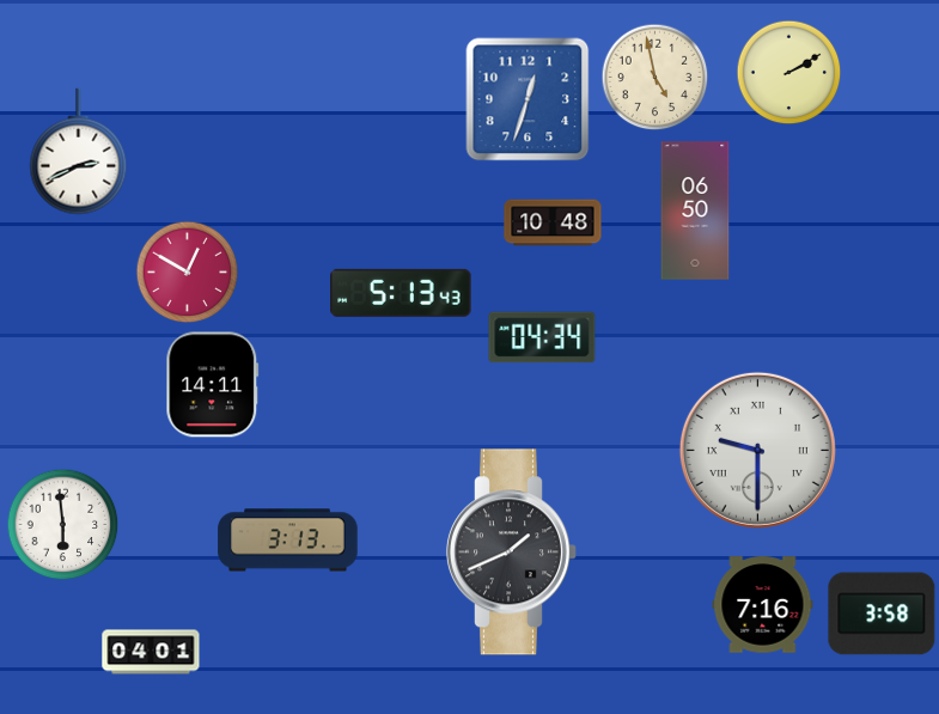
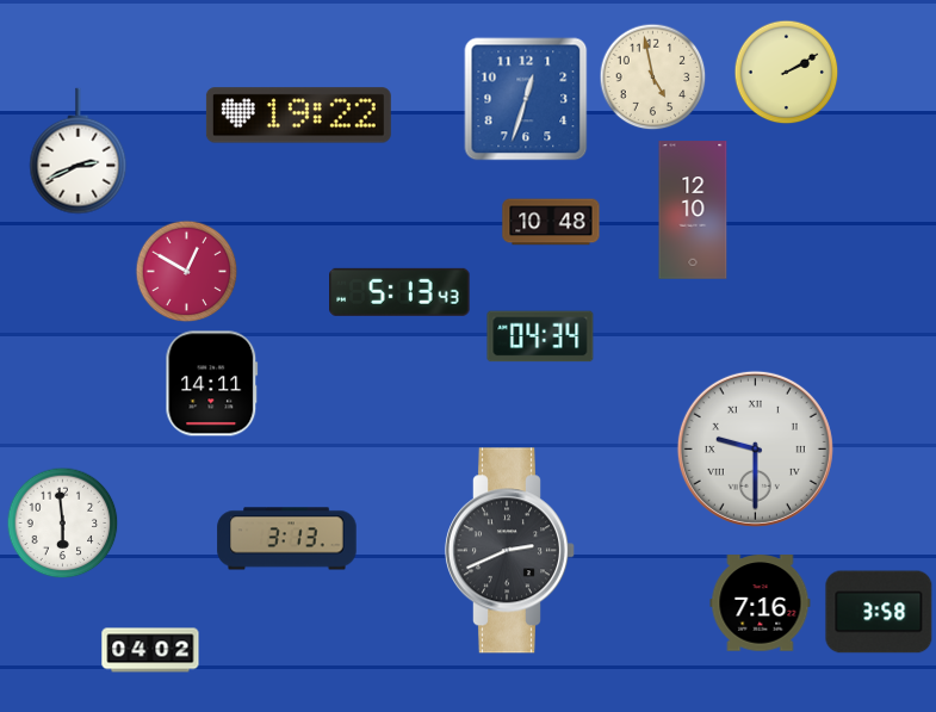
clock at (298, 116): none -> 19:22
clock at (695, 210): 06:50 -> 12:10
clock at (511, 553): 1:41 -> 2:41
clock at (151, 652): 04:01 -> 04:02
